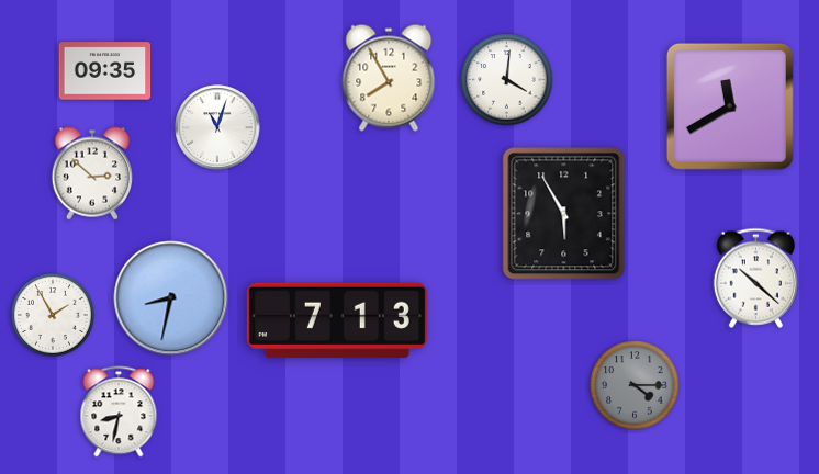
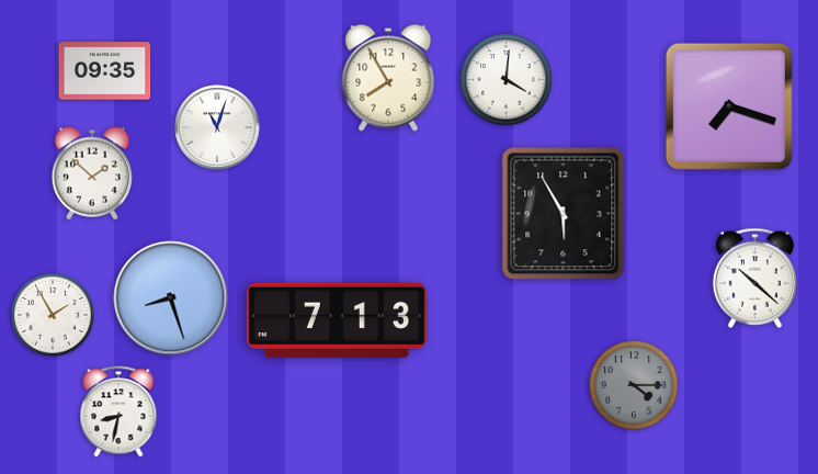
clock at (730, 106): 11:40 -> 7:18
clock at (91, 173): 2:52 -> 1:52
clock at (171, 298): 8:32 -> 8:27
